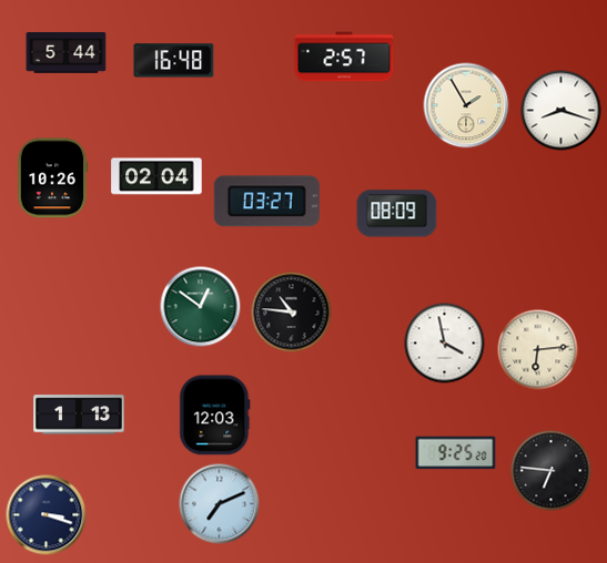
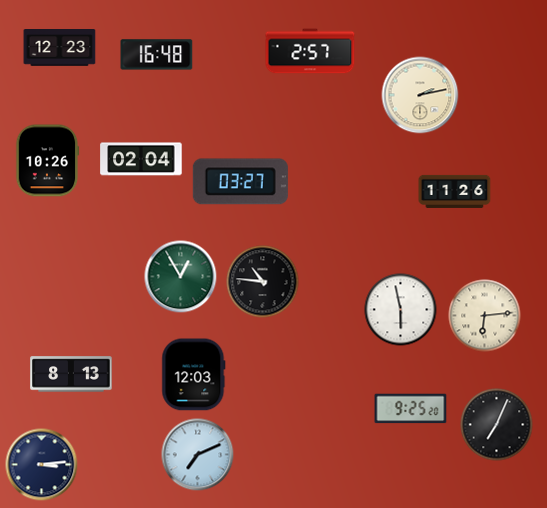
clock at (67, 53): 5:44 -> 12:23
clock at (466, 105): 1:55 -> 2:13
clock at (562, 111): 8:18 -> none
clock at (455, 191): none -> 11:26
clock at (397, 214): 08:09 -> none
clock at (201, 307): 12:51 -> 12:55
clock at (445, 344): 3:58 -> 5:58
clock at (79, 414): 1:13 -> 8:13
clock at (552, 471): 6:46 -> 7:04
clock at (47, 515): 3:18 -> 3:14
